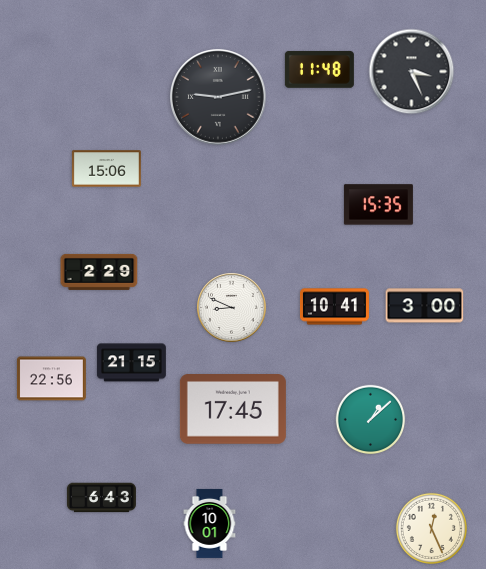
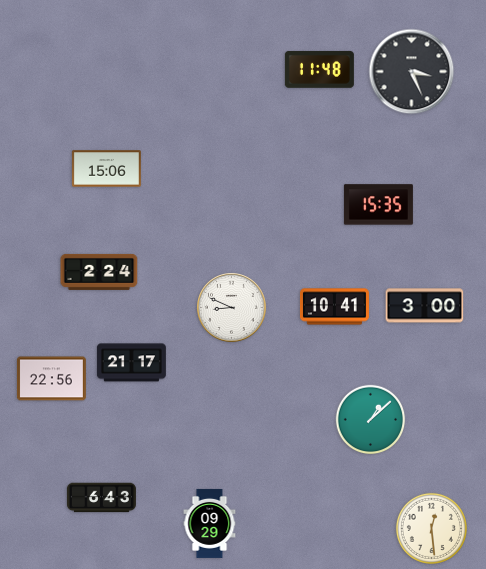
clock at (219, 98): 9:13 -> none
clock at (99, 272): 2:29 -> 2:24
clock at (131, 363): 21:15 -> 21:17
clock at (233, 410): 17:45 -> none
clock at (210, 523): 10:01 -> 09:29
clock at (431, 528): 12:26 -> 12:29
